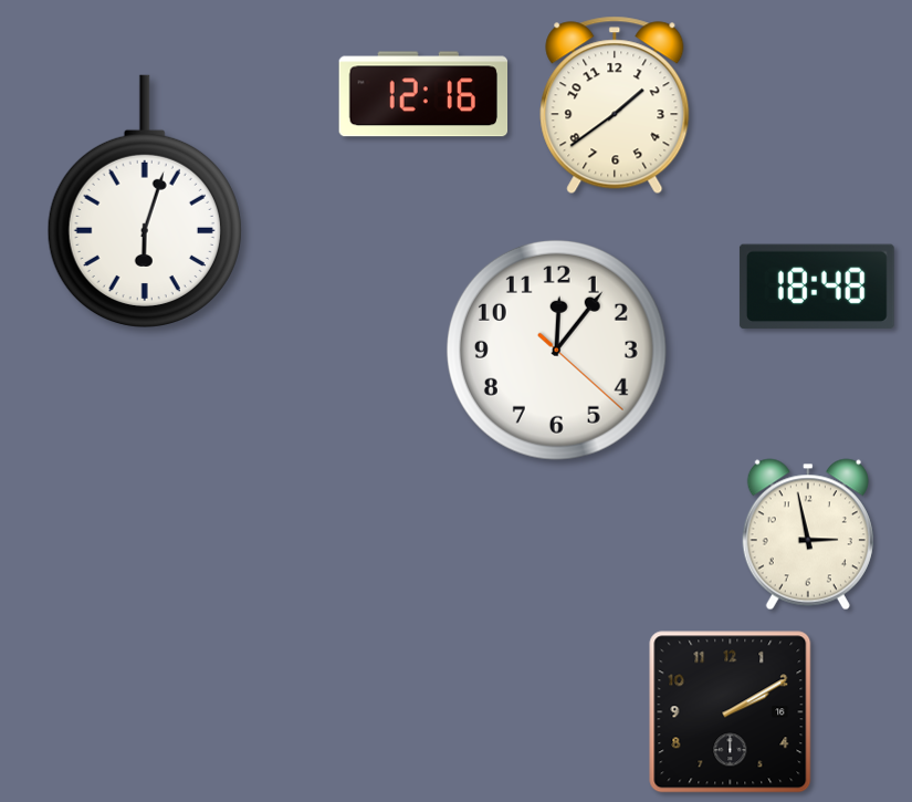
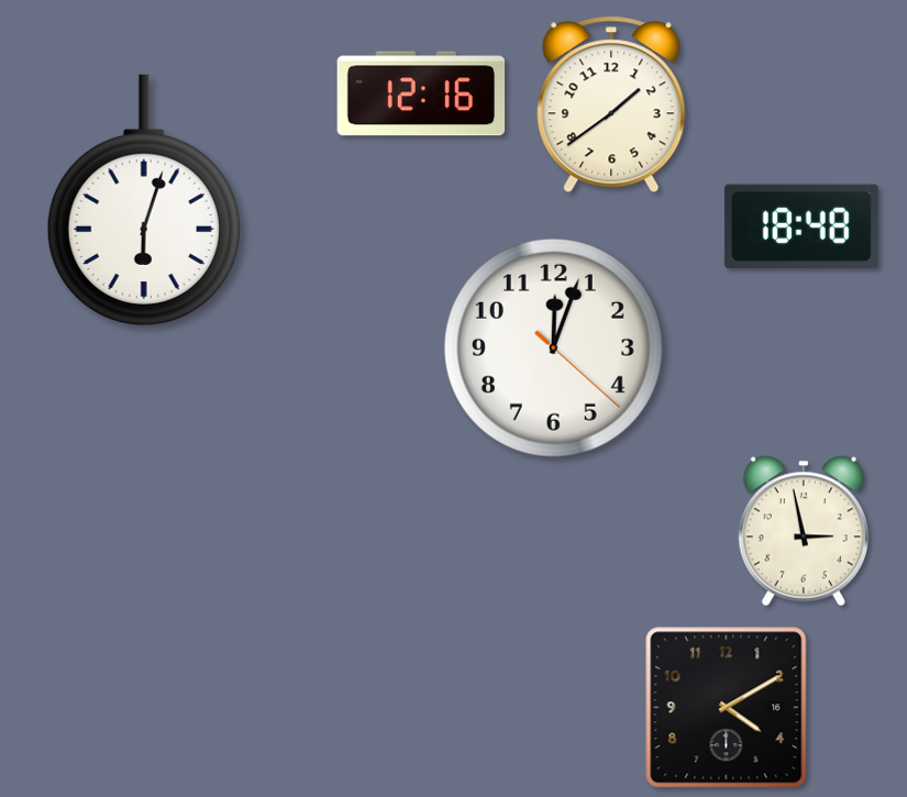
clock at (817, 287) position: (817, 287) -> (801, 226)
clock at (556, 350): 12:06 -> 12:03
clock at (731, 712): 2:10 -> 4:10
